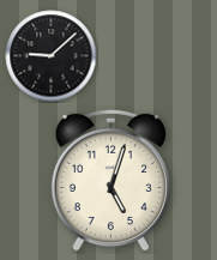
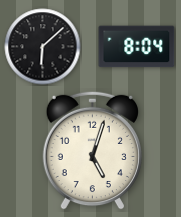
clock at (52, 56): 9:08 -> 6:08
clock at (137, 47): none -> 8:04
